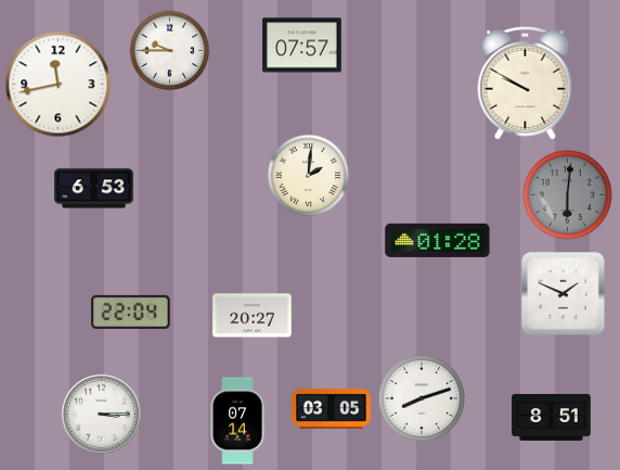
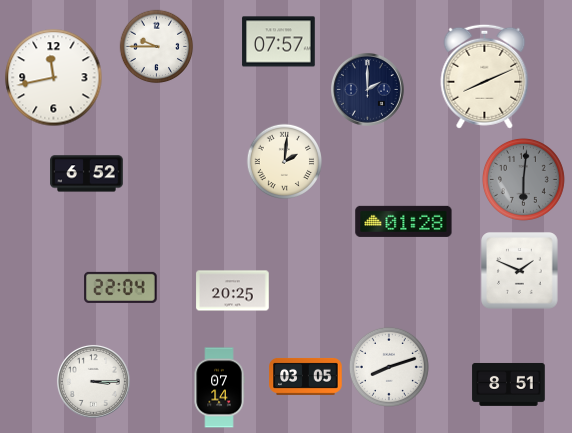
clock at (526, 82): 9:50 -> 8:11
clock at (367, 89): none -> 2:00
clock at (94, 189): 6:53 -> 6:52
clock at (253, 316): 20:27 -> 20:25
